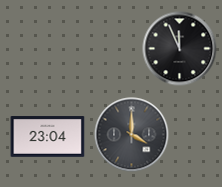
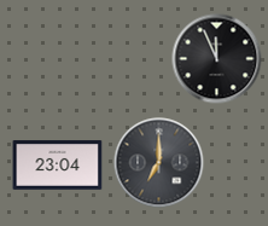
clock at (132, 135): 4:00 -> 7:00
